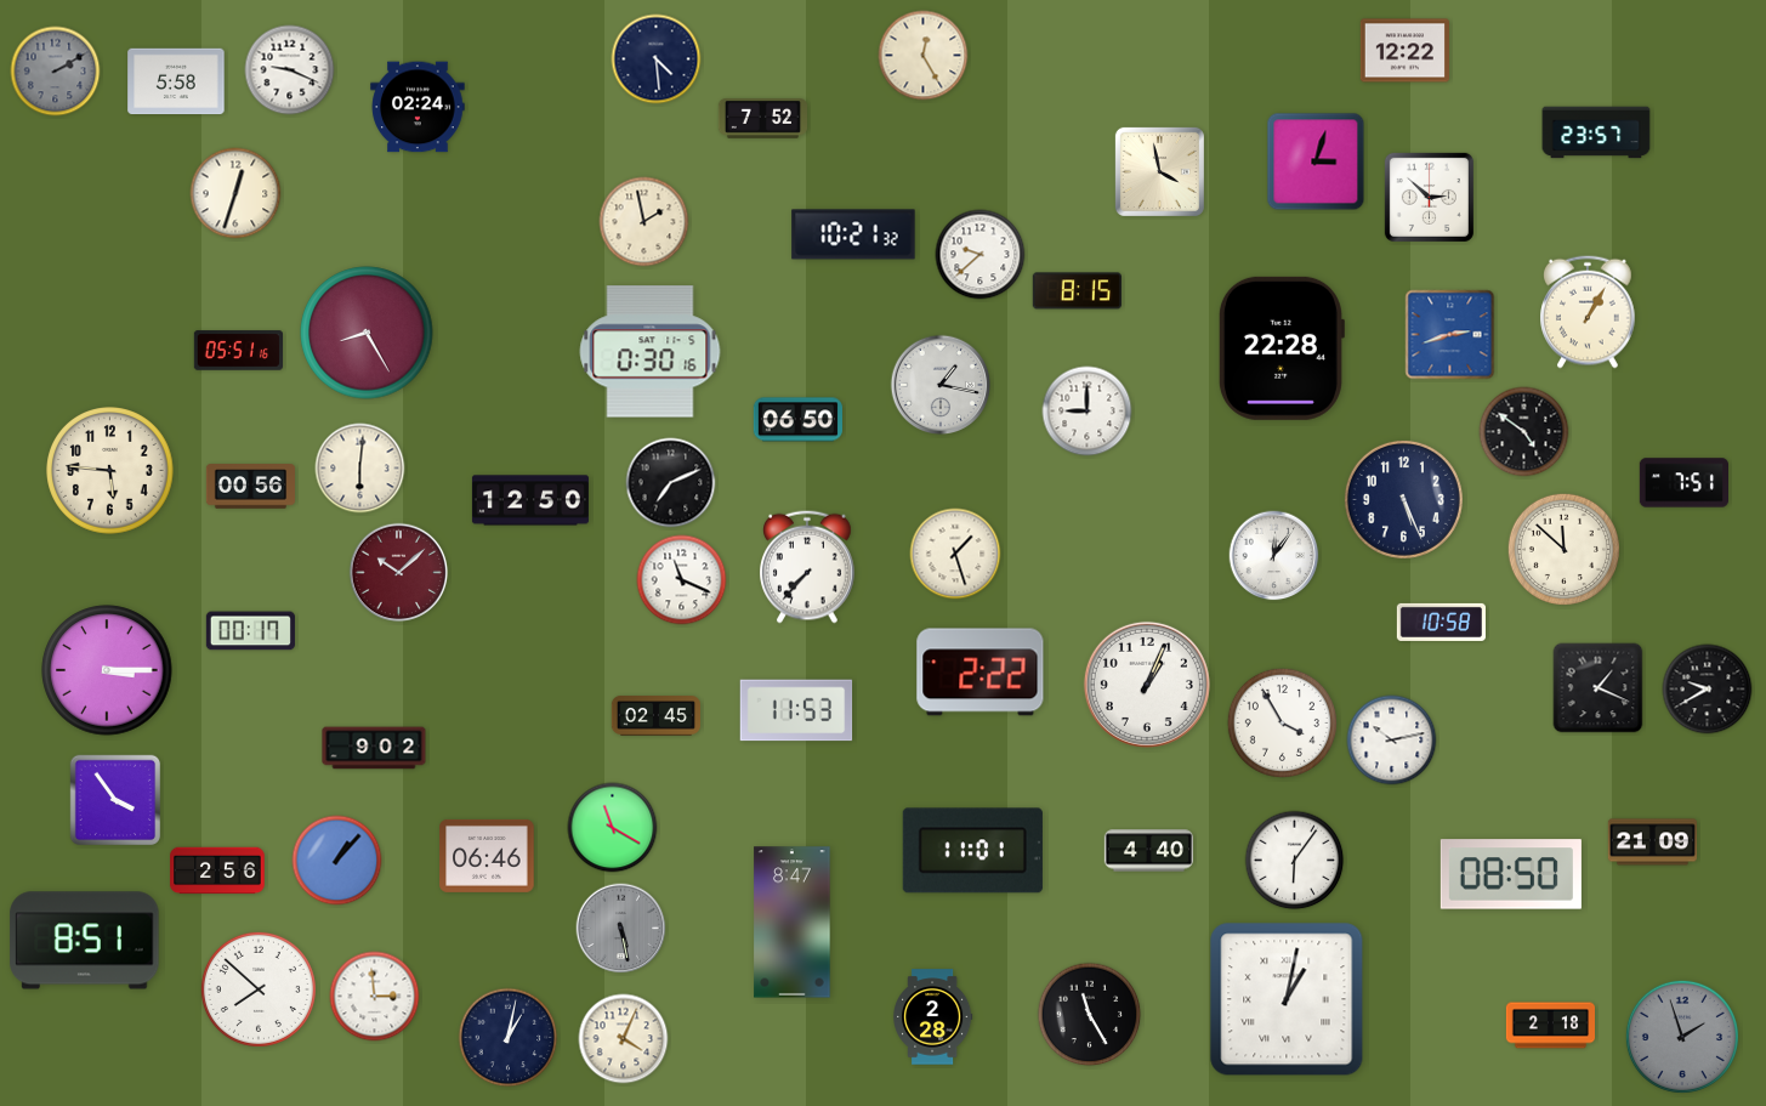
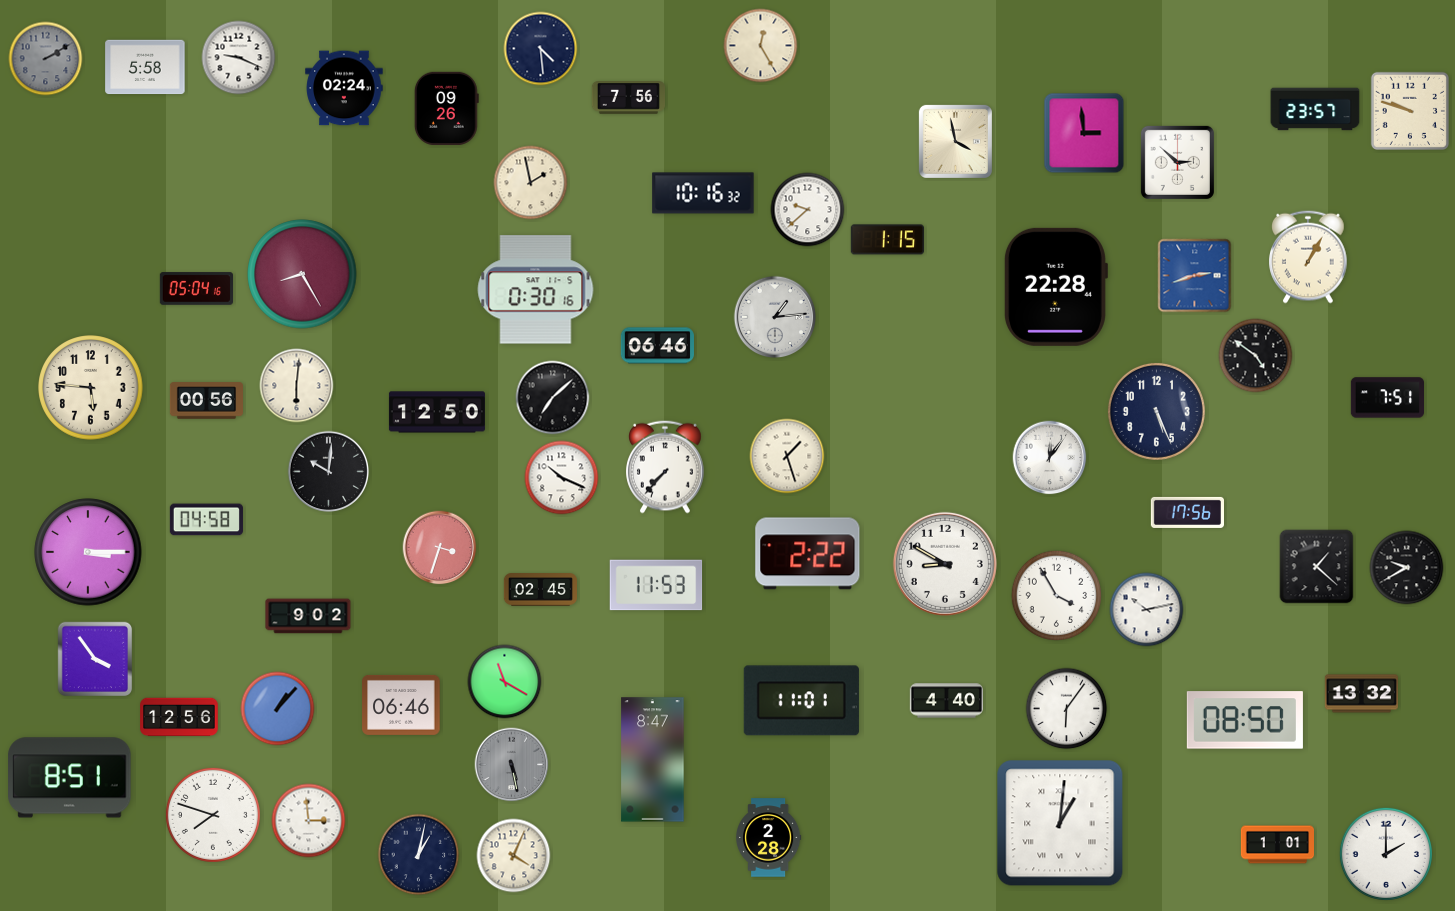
clock at (1404, 51): 12:22 -> none
clock at (762, 119): 7:52 -> 7:56
clock at (446, 108): none -> 09:26
clock at (1410, 111): none -> 9:48
clock at (1316, 161): 3:03 -> 2:59
clock at (235, 193): 12:33 -> none
clock at (853, 234): 10:21 -> 10:16
clock at (1077, 291): 8:15 -> 1:15
clock at (238, 351): 05:51 -> 05:04
clock at (941, 385): 1:17 -> 1:14
clock at (1088, 412): 9:00 -> none
clock at (797, 420): 06:50 -> 06:46
clock at (671, 483): 7:11 -> 7:08
clock at (1563, 549): 11:52 -> none
clock at (399, 573): 10:08 -> 10:01
clock at (399, 573) dial: burgundy -> black
clock at (682, 580): 11:19 -> 10:19
clock at (1441, 622): 10:58 -> 17:56
clock at (250, 631): 00:17 -> 04:58
clock at (440, 548): none -> 3:33
clock at (1147, 685): 1:04 -> 8:50
clock at (1599, 688): 1:19 -> 1:22
clock at (1652, 843): 21:09 -> 13:32
clock at (217, 870): 2:56 -> 12:56
clock at (85, 941) position: (85, 941) -> (70, 778)
clock at (259, 989): 7:52 -> 7:48
clock at (1287, 999): 1:02 -> 1:01
clock at (1090, 1015): 11:25 -> none
clock at (1550, 1026): 2:18 -> 1:01
clock at (1682, 1037): 1:57 -> 2:00
clock at (1682, 1037) dial: grey -> white
